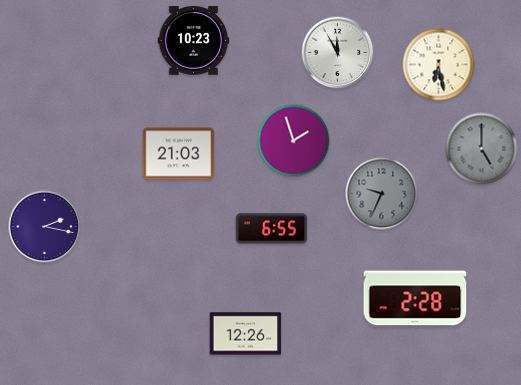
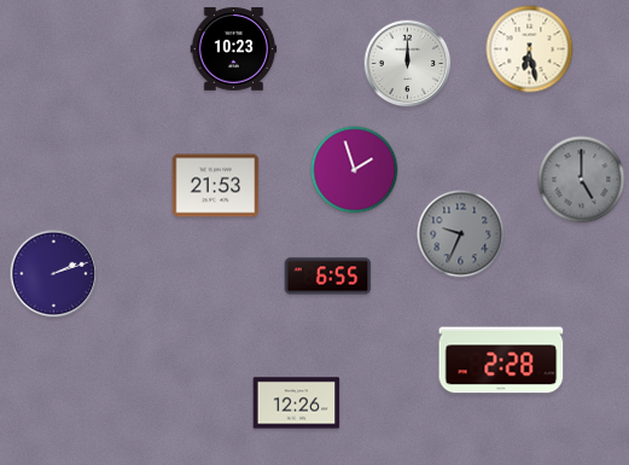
clock at (338, 53): 11:55 -> 12:00
clock at (439, 65) position: (439, 65) -> (530, 50)
clock at (179, 154): 21:03 -> 21:53
clock at (45, 227): 2:17 -> 2:12
